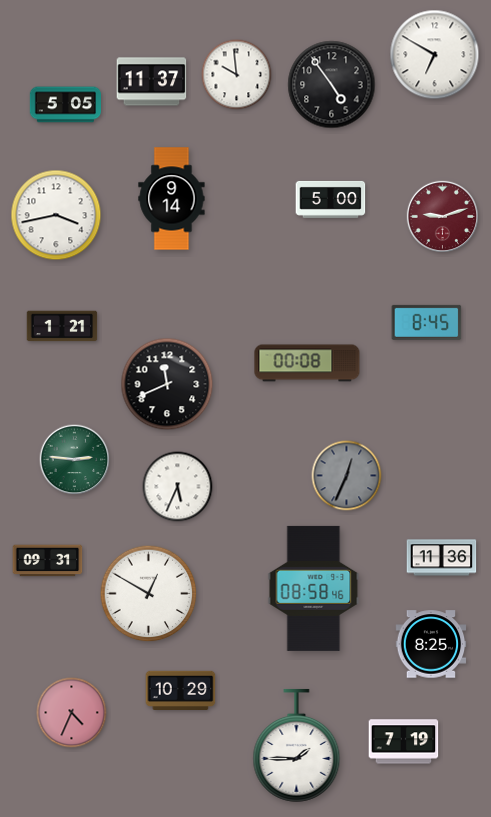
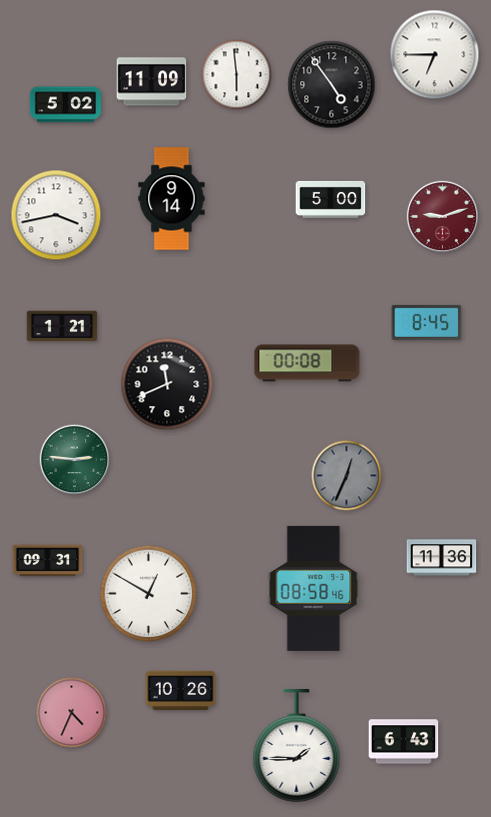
clock at (435, 55): 6:50 -> 6:45
clock at (237, 75): 9:59 -> 5:59
clock at (152, 82): 11:37 -> 11:09
clock at (65, 105): 5:05 -> 5:02
clock at (178, 487): 5:34 -> none
clock at (431, 644): 8:25 -> none
clock at (181, 690): 10:29 -> 10:26
clock at (404, 742): 7:19 -> 6:43
